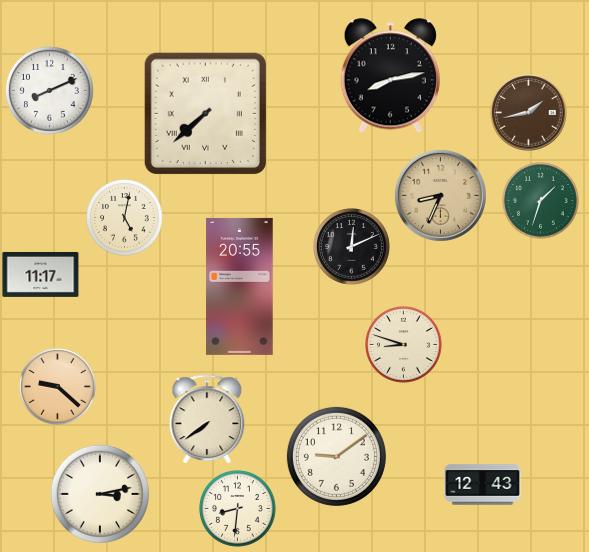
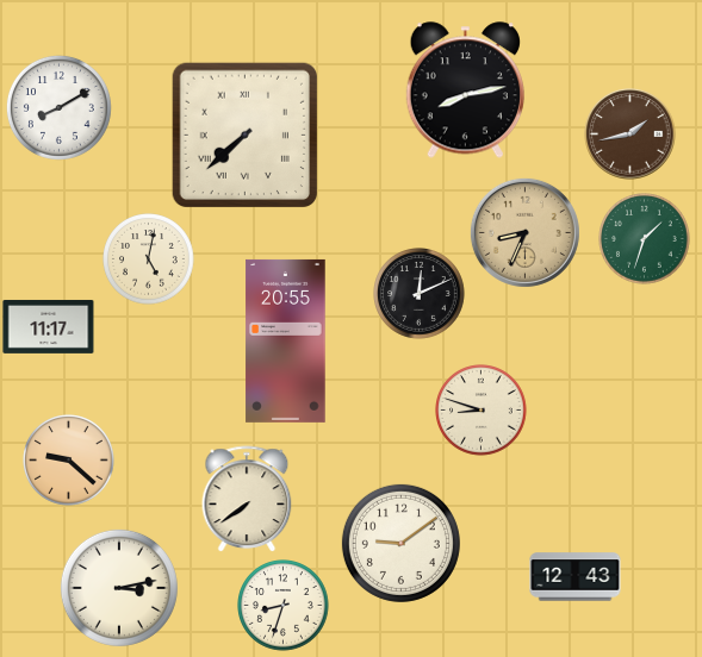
clock at (49, 90): 8:11 -> 8:10
clock at (238, 509): 8:31 -> 8:33
